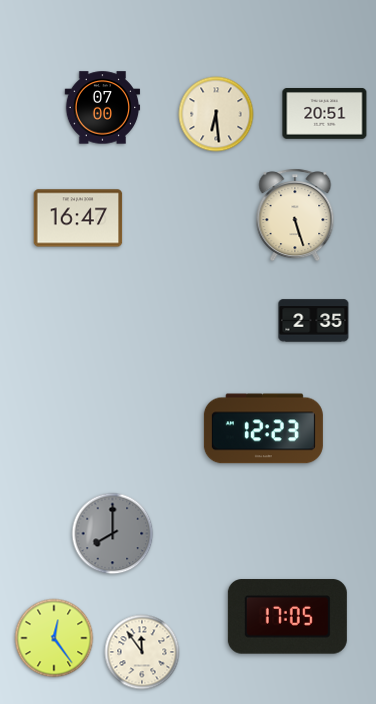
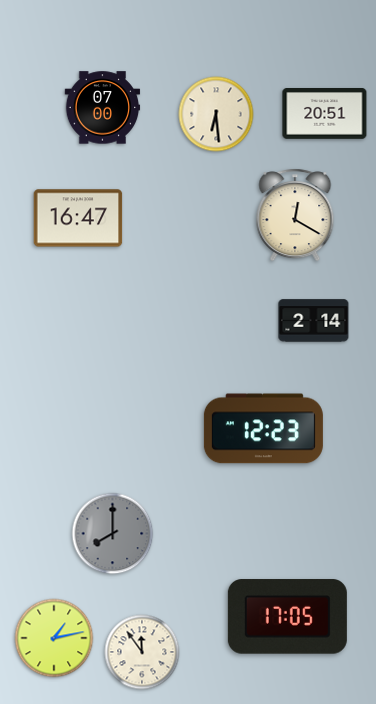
clock at (295, 215): 5:27 -> 12:20
clock at (314, 321): 2:35 -> 2:14
clock at (54, 638): 12:24 -> 1:13
